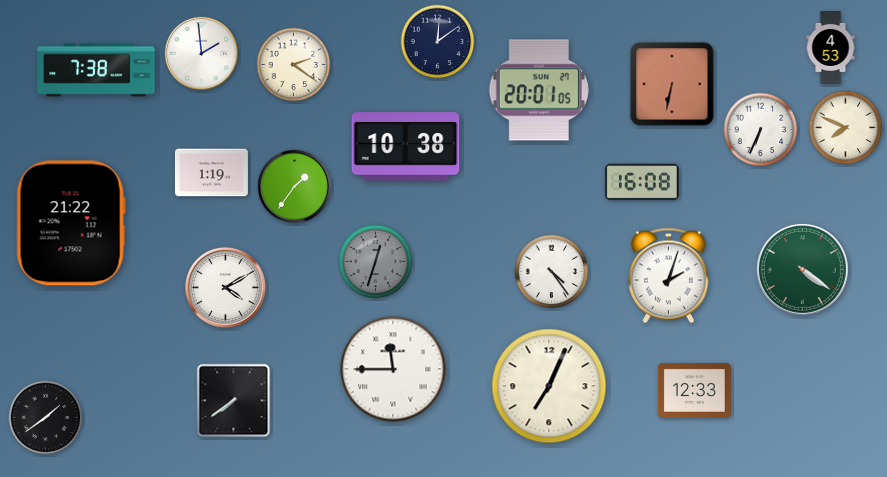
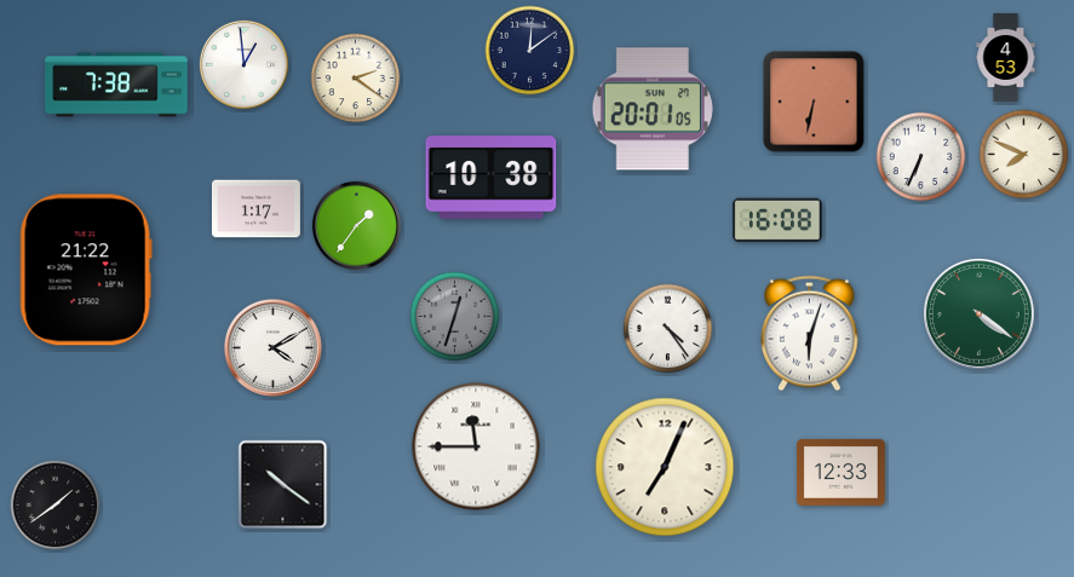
clock at (201, 53): 1:59 -> 12:59
clock at (211, 173): 1:19 -> 1:17
clock at (802, 269) position: (802, 269) -> (978, 313)
clock at (668, 276): 2:03 -> 6:03
clock at (234, 401): 7:39 -> 10:21
